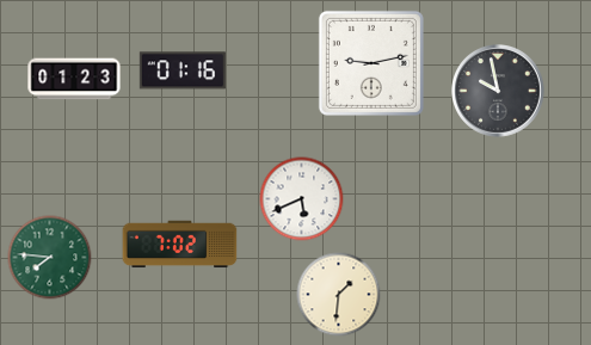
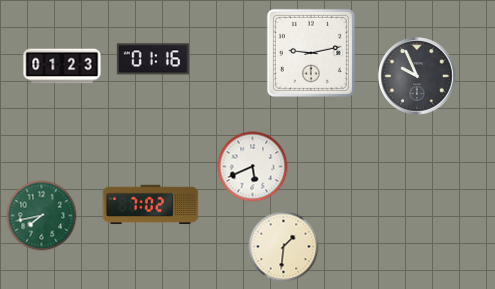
clock at (499, 92): 9:58 -> 9:56
clock at (50, 258): 7:46 -> 7:43
